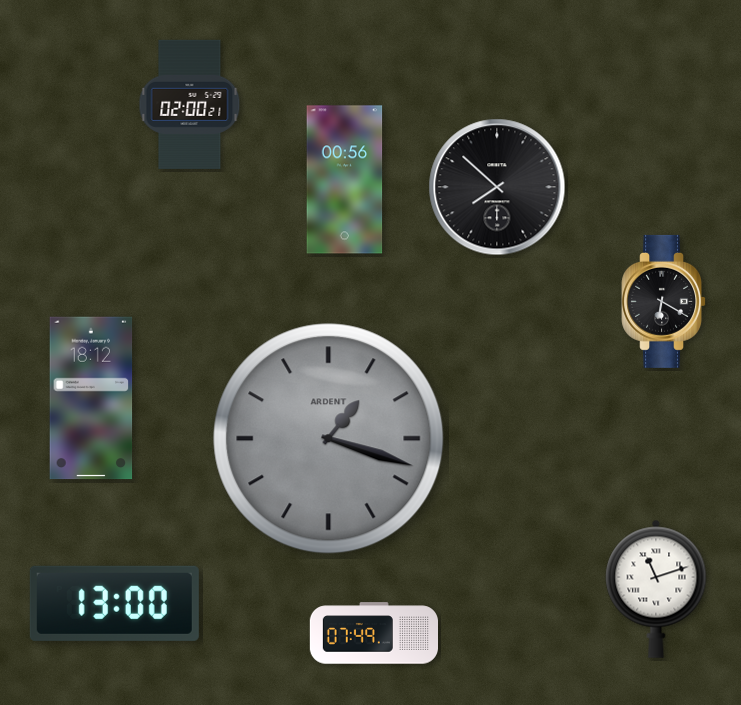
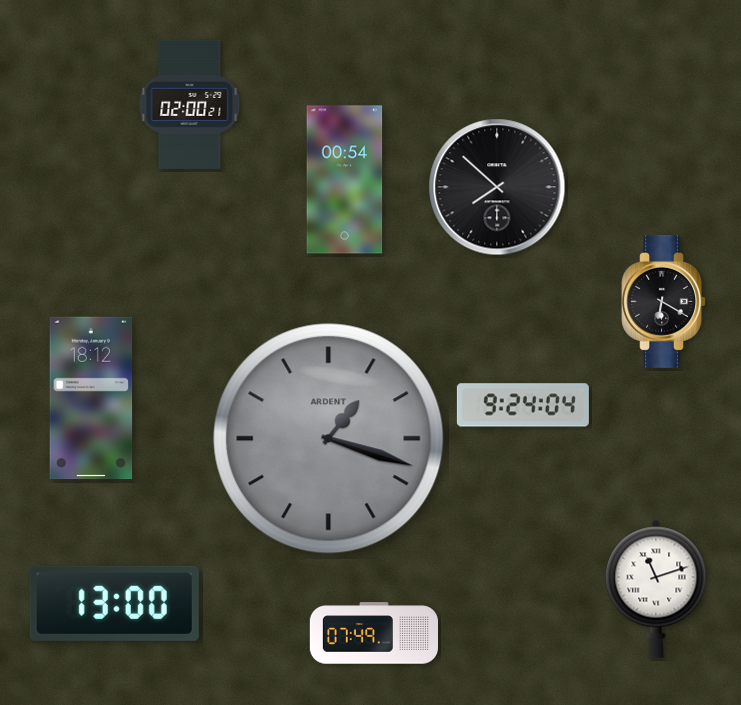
clock at (345, 180): 00:56 -> 00:54
clock at (523, 405): none -> 9:24
